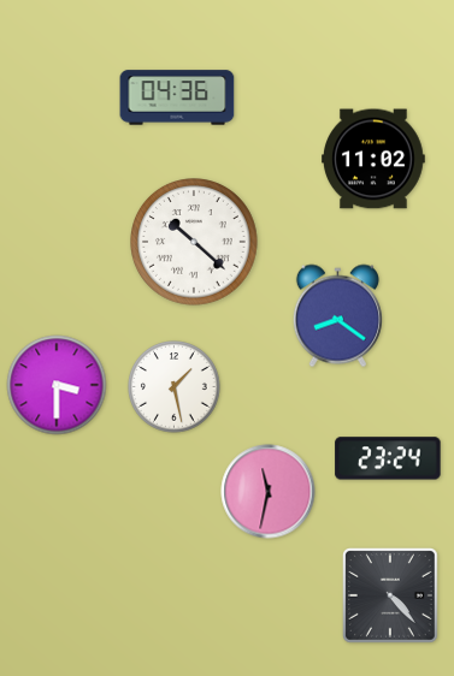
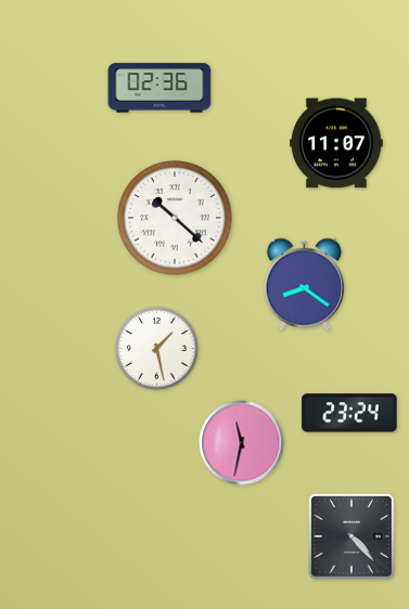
clock at (177, 97): 04:36 -> 02:36
clock at (375, 159): 11:02 -> 11:07
clock at (57, 385): 3:30 -> none
